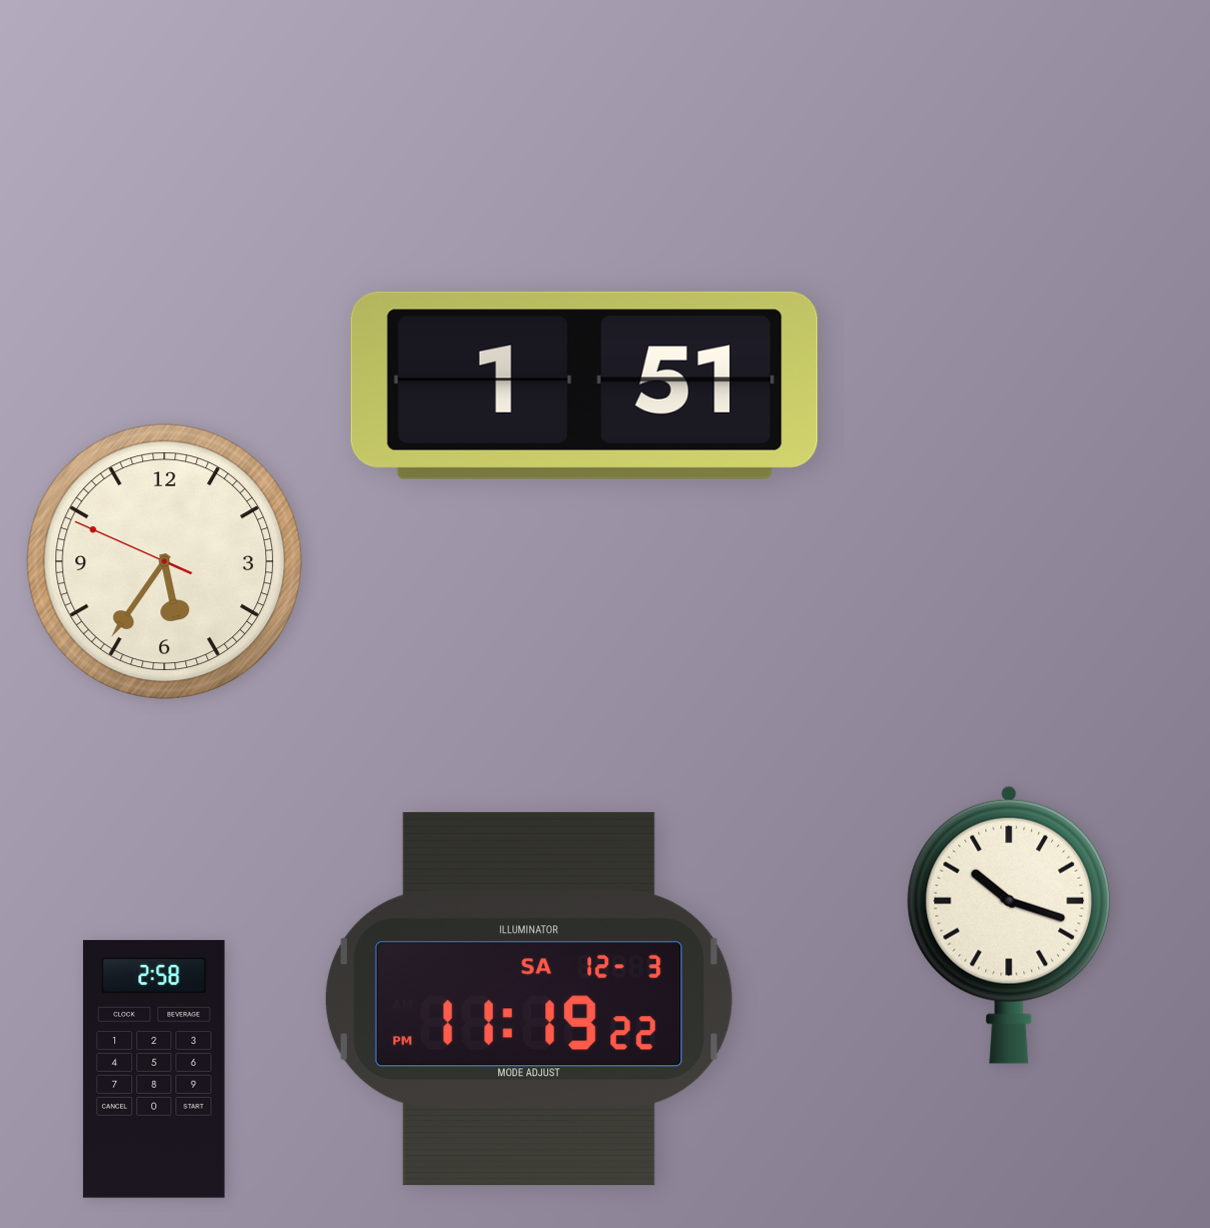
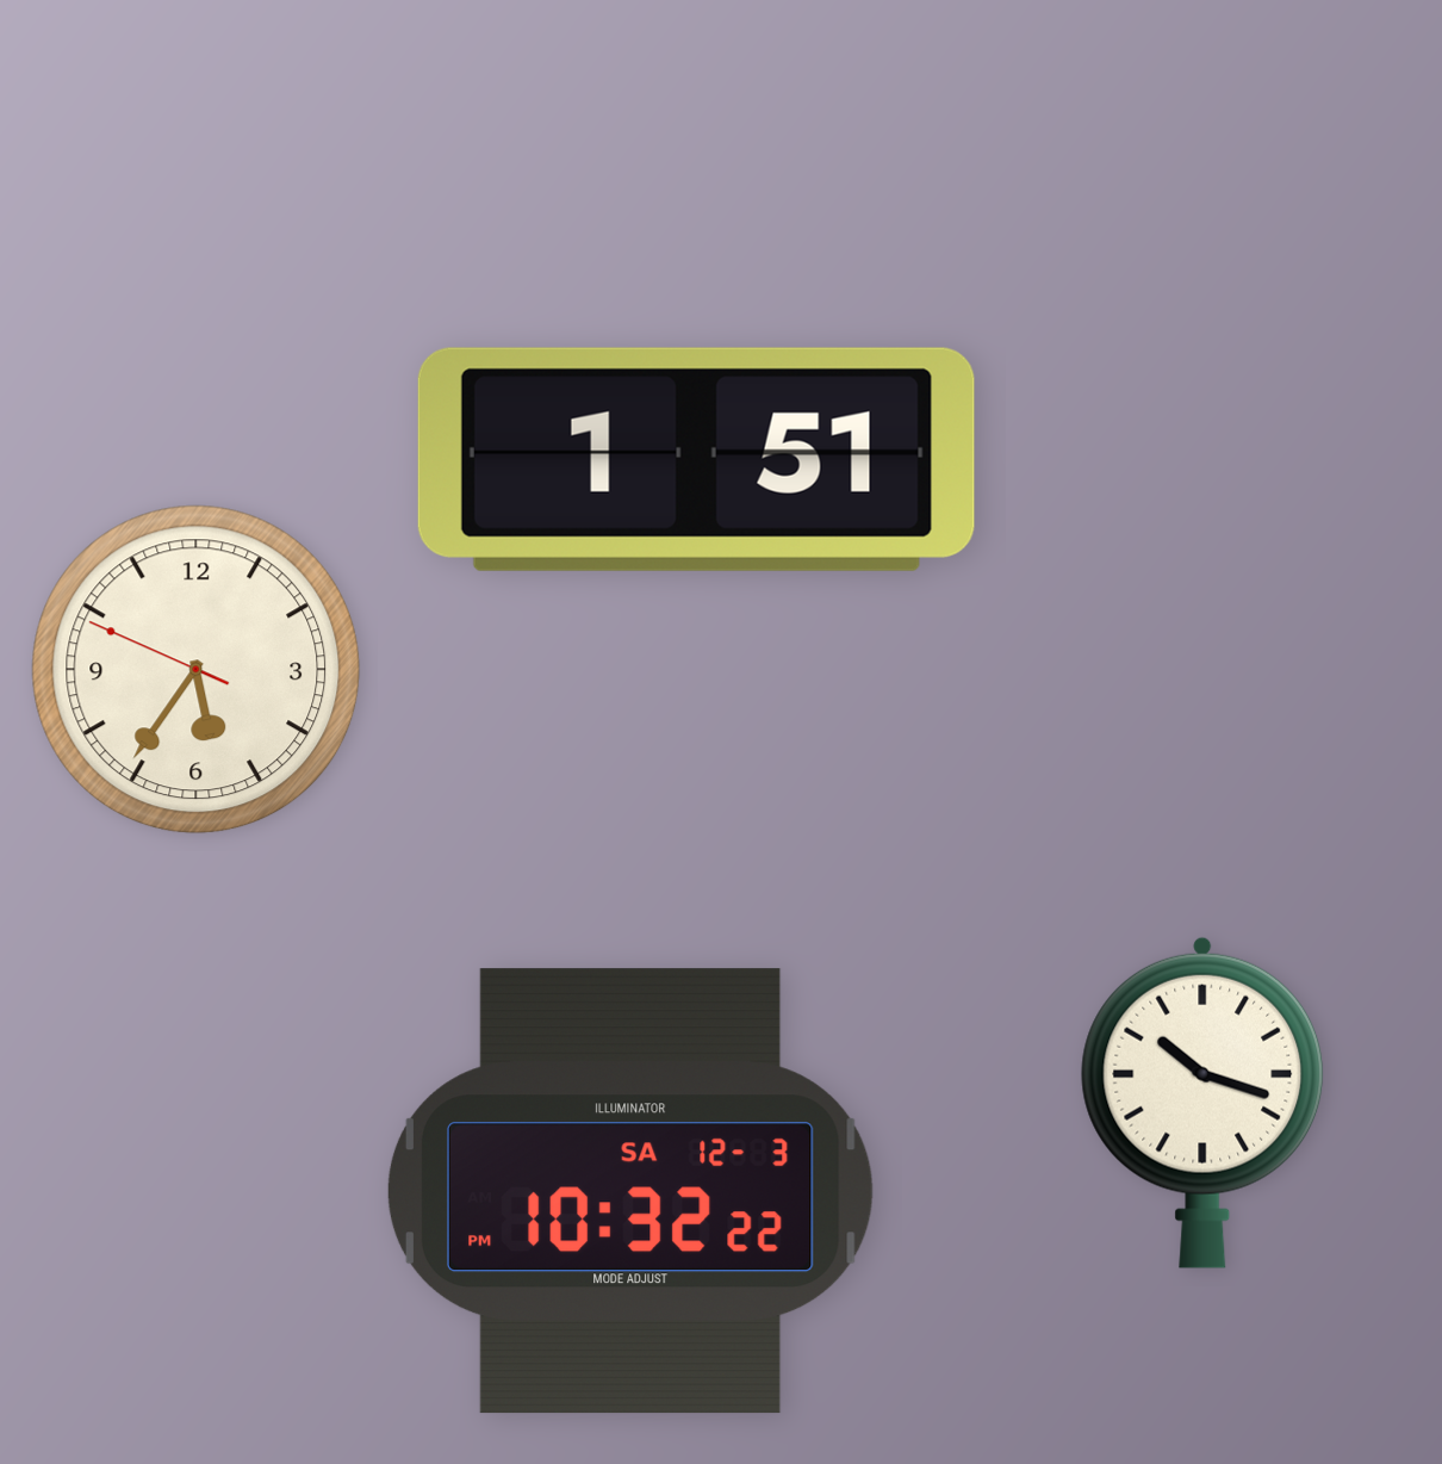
clock at (529, 999): 11:19 -> 10:32
clock at (154, 1069): 2:58 -> none
